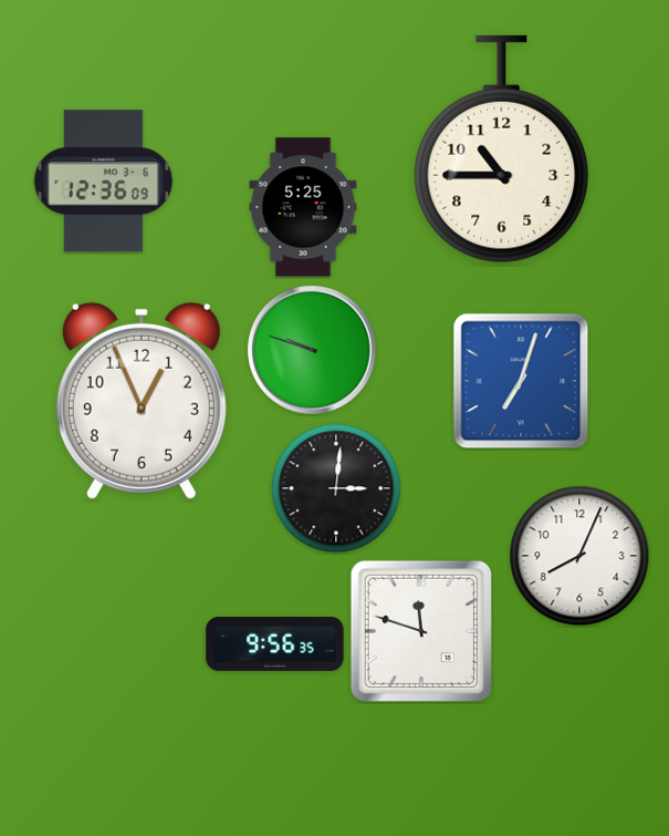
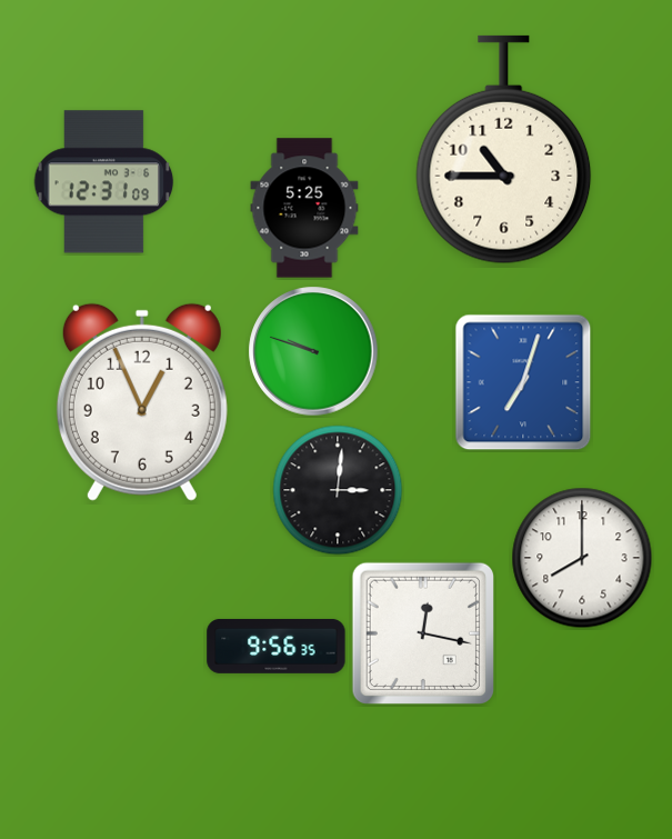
clock at (104, 182): 12:36 -> 12:31
clock at (579, 556): 8:04 -> 8:00
clock at (421, 631): 11:48 -> 12:17
